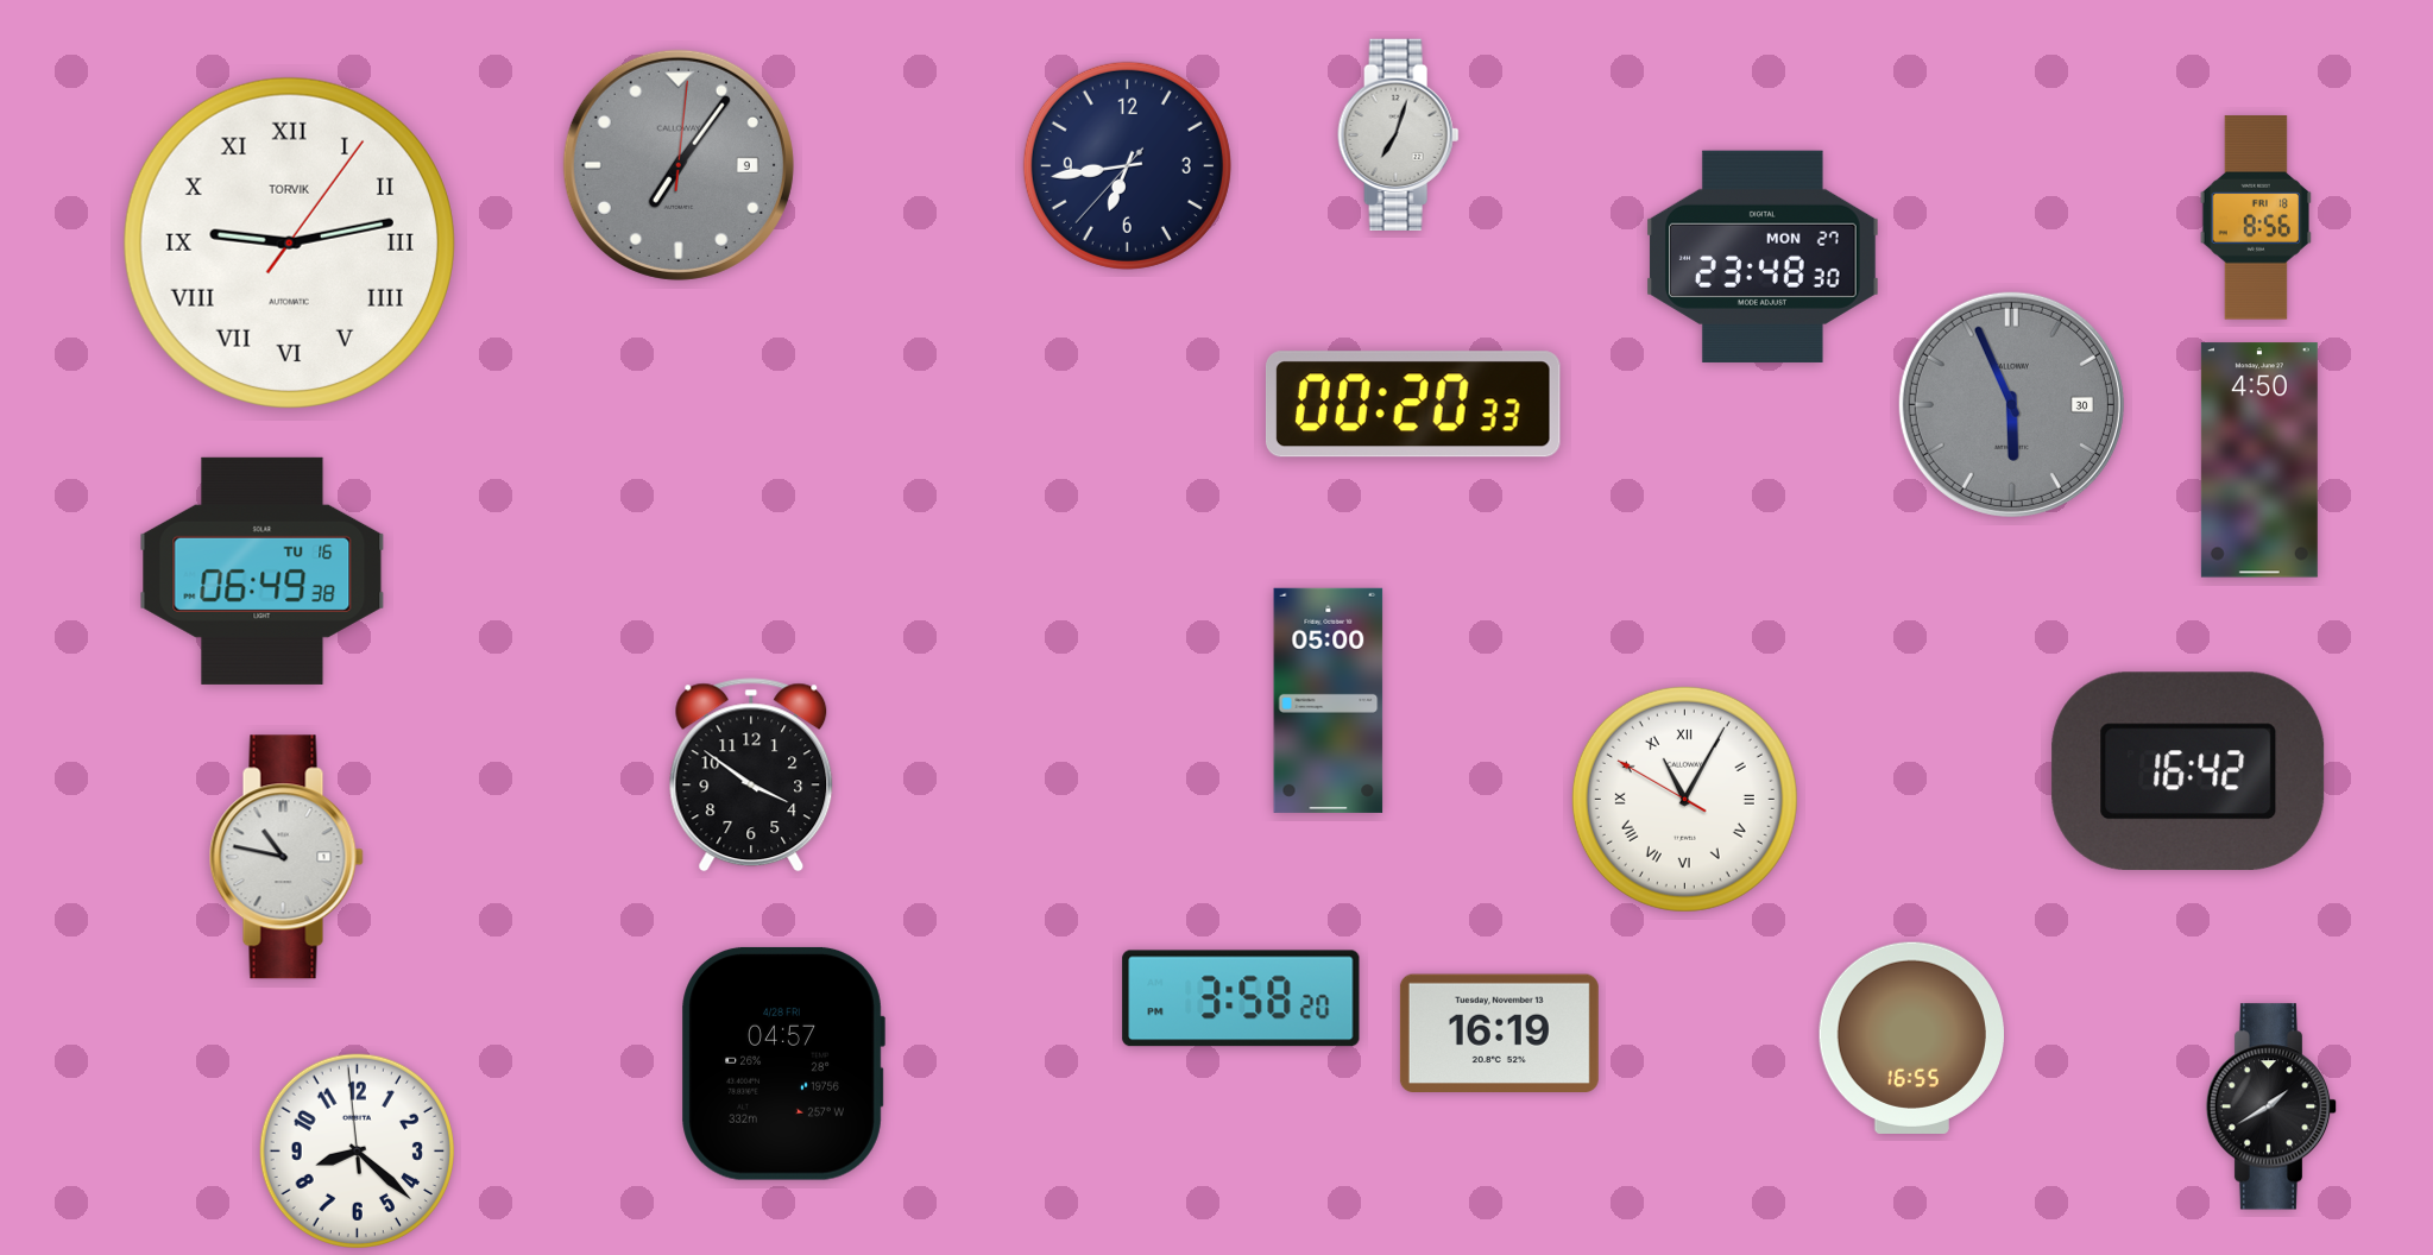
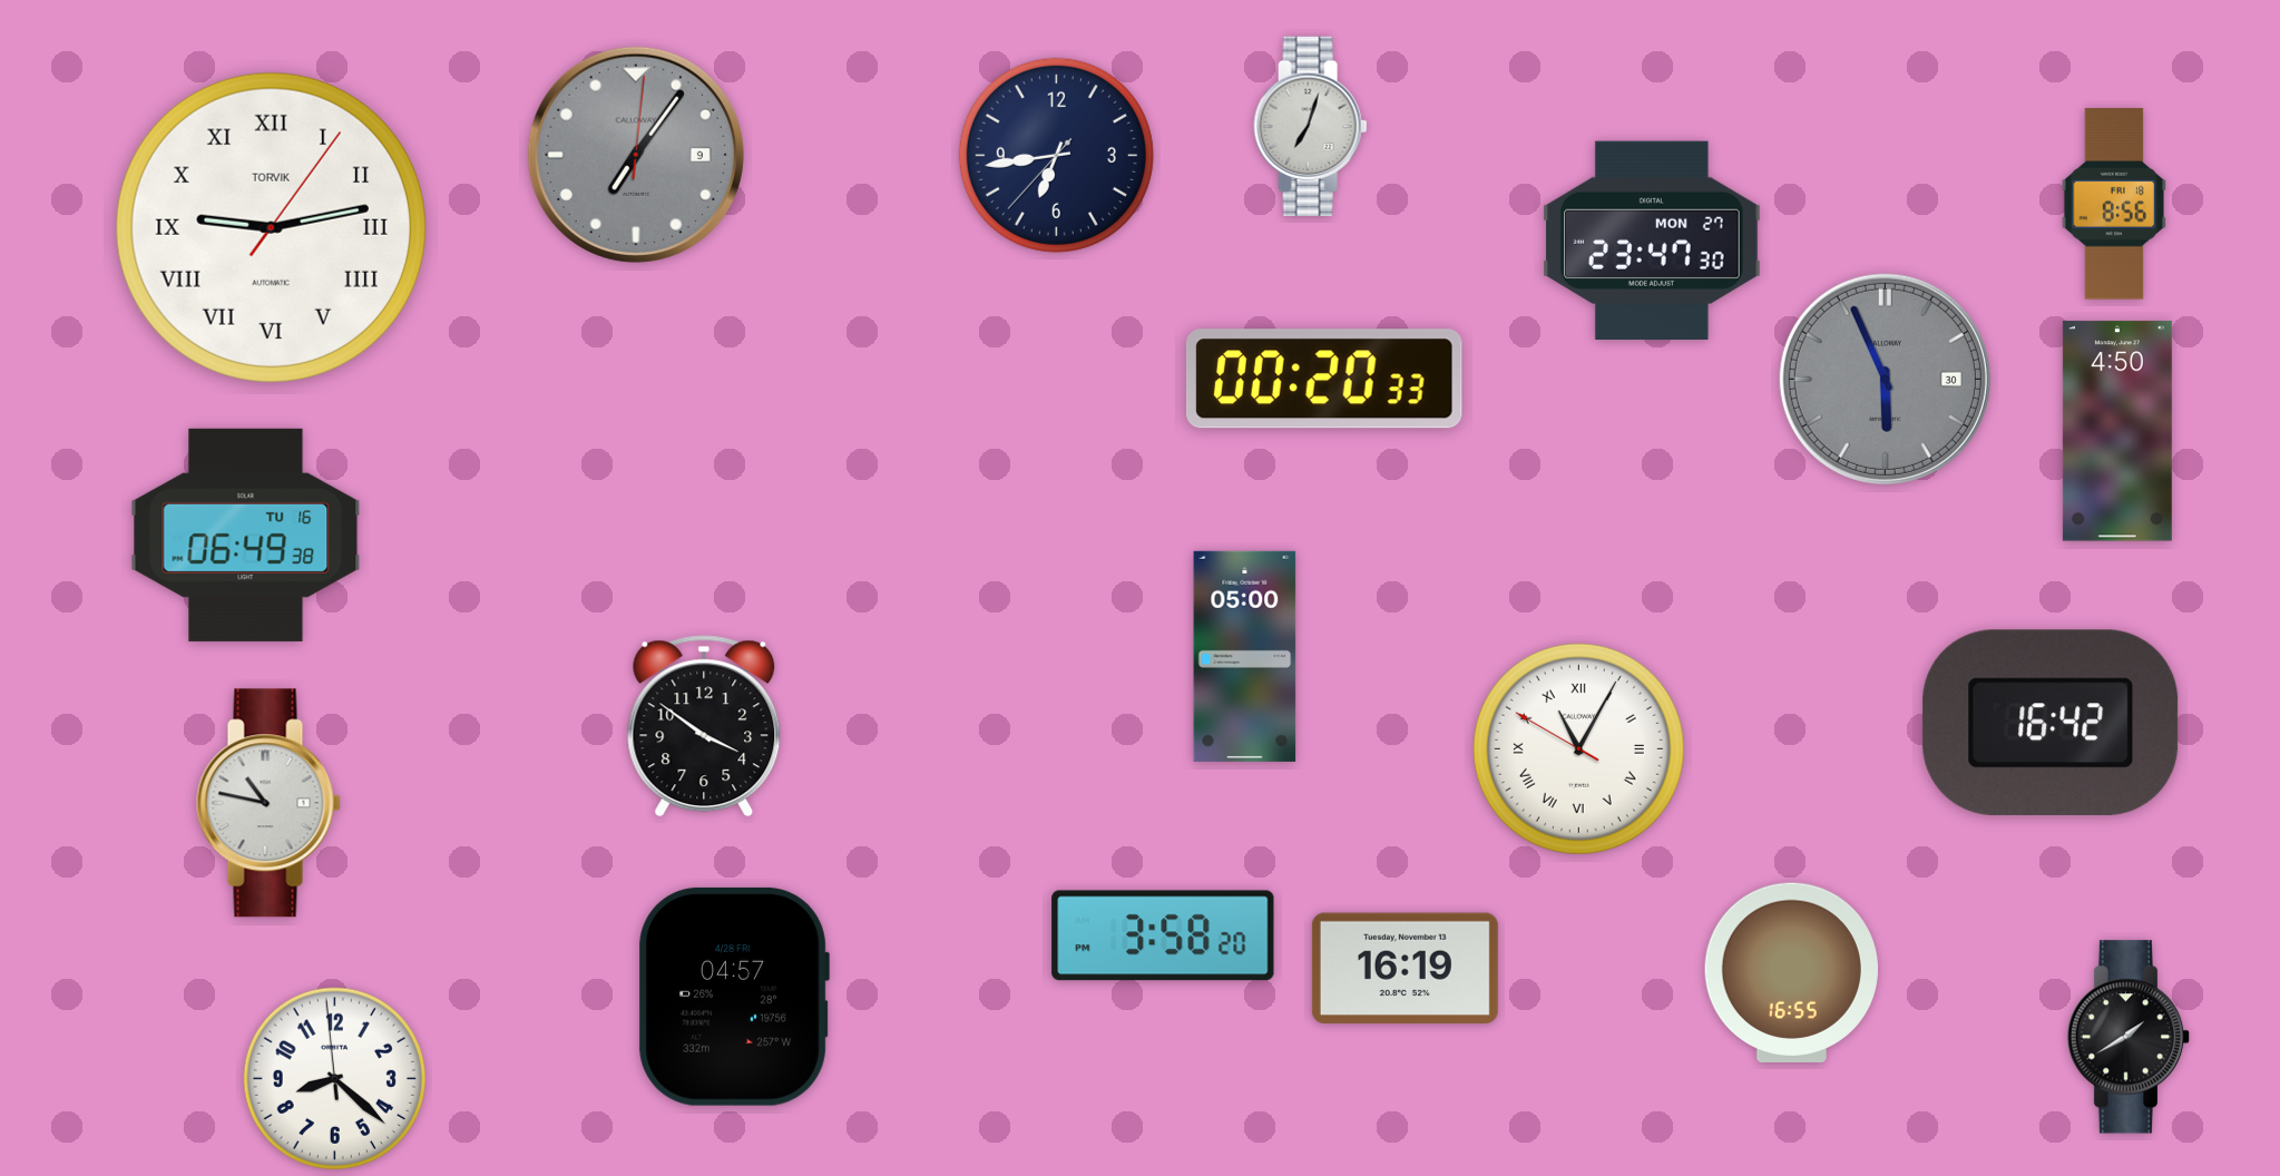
clock at (1764, 257): 23:48 -> 23:47
